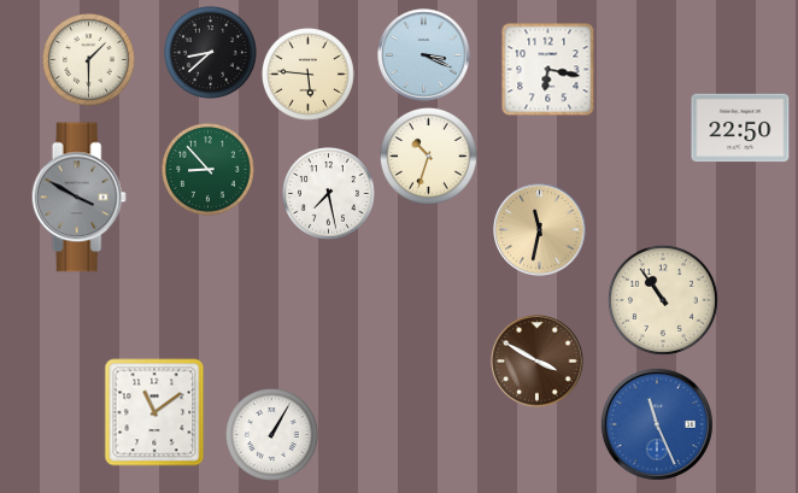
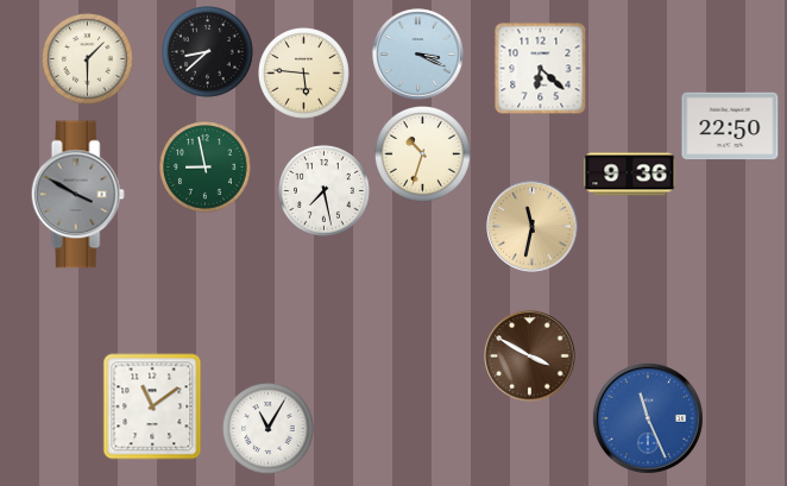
clock at (547, 69): 6:17 -> 6:22
clock at (209, 170): 8:53 -> 8:58
clock at (630, 175): none -> 9:36
clock at (663, 300): 10:54 -> none
clock at (272, 435): 1:05 -> 11:05
